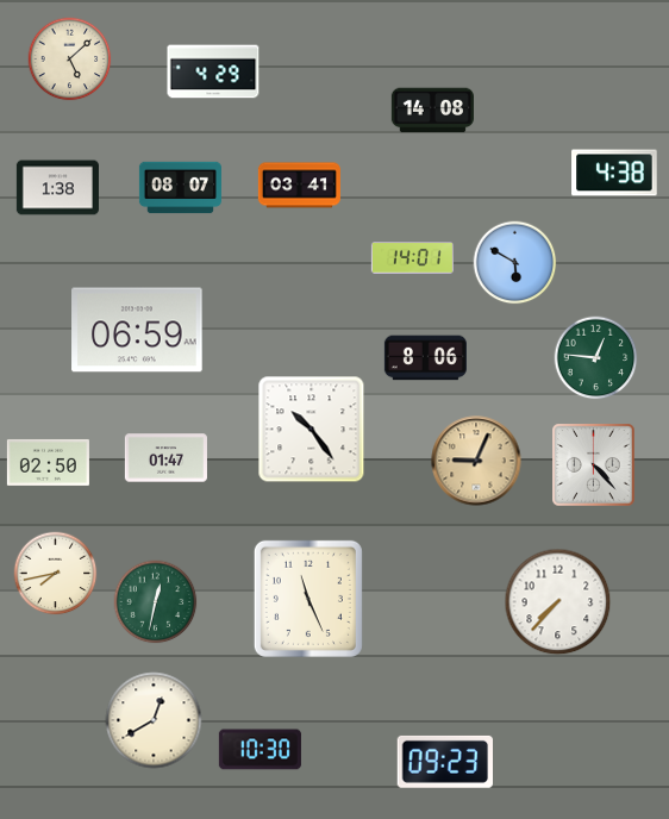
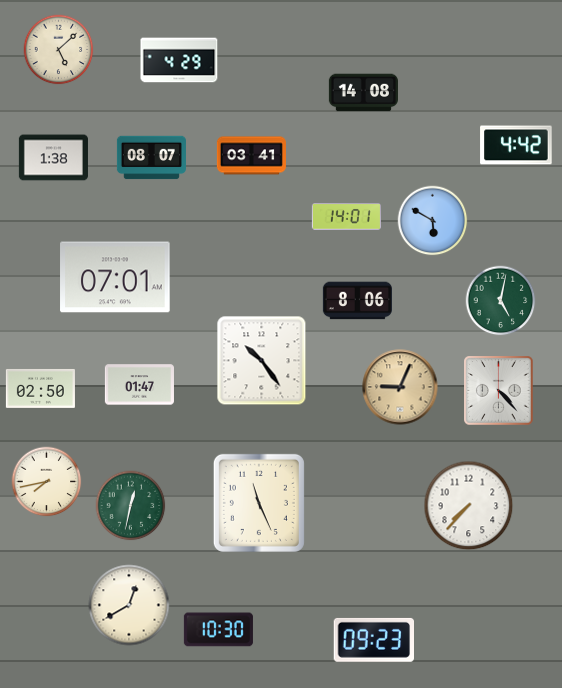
clock at (614, 173): 4:38 -> 4:42
clock at (57, 188) position: (57, 188) -> (53, 158)
clock at (137, 330): 06:59 -> 07:01
clock at (596, 358): 12:46 -> 5:02
